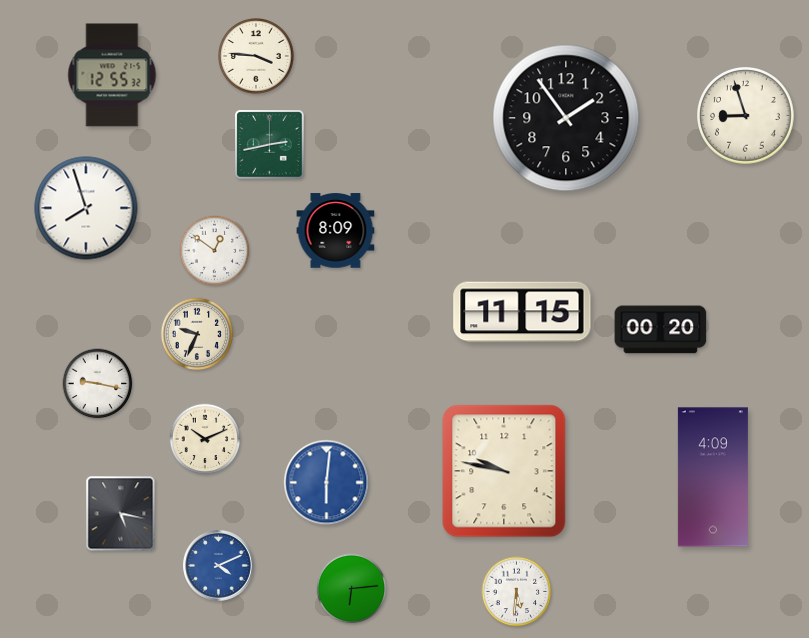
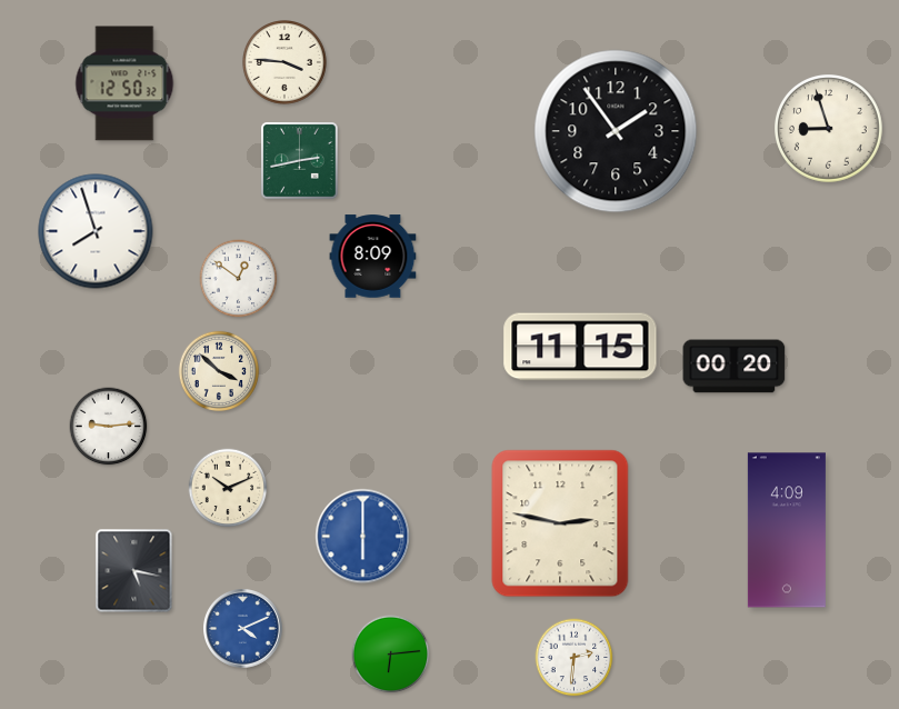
clock at (112, 75): 12:55 -> 12:50
clock at (566, 118) position: (566, 118) -> (616, 131)
clock at (196, 333): 9:34 -> 3:52
clock at (98, 384): 9:17 -> 9:14
clock at (504, 471): 9:47 -> 2:47
clock at (713, 477) position: (713, 477) -> (787, 530)
clock at (327, 483): 6:01 -> 6:00
clock at (517, 592): 5:31 -> 2:31
